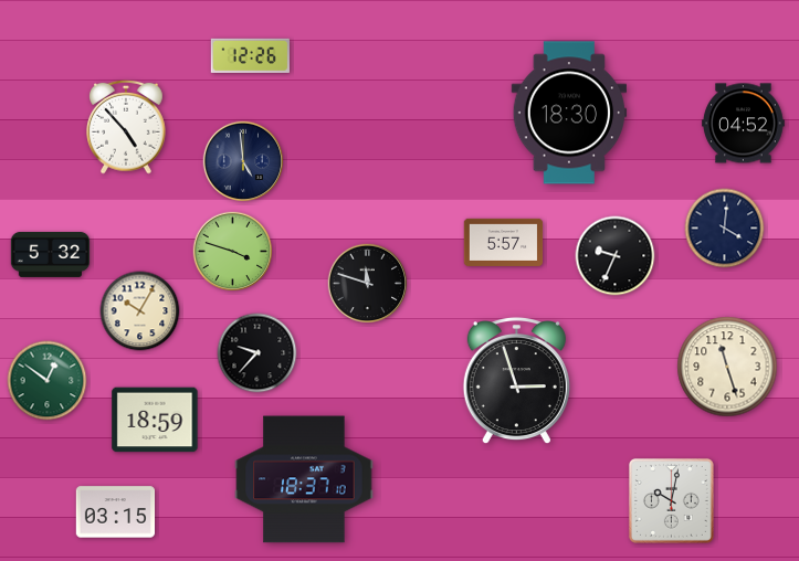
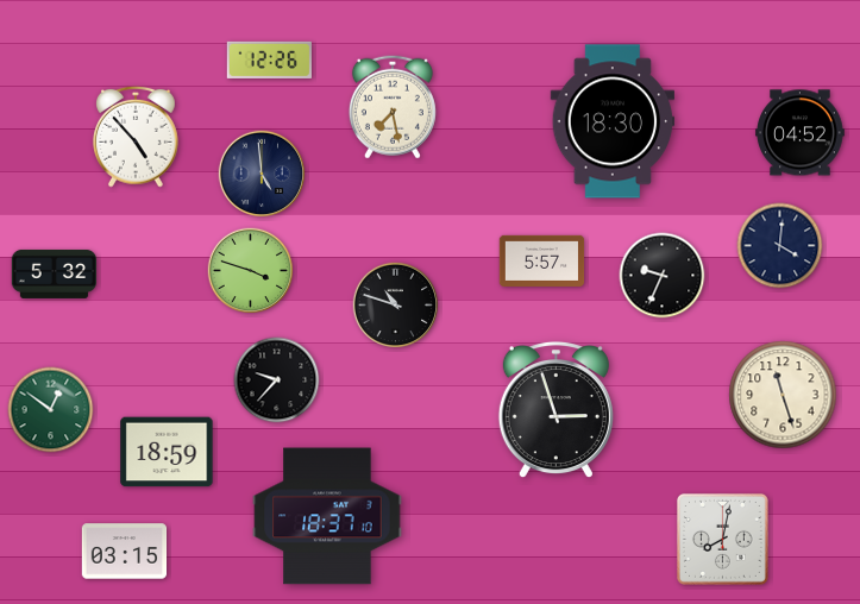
clock at (393, 107): none -> 7:28
clock at (368, 284): 11:48 -> 10:48
clock at (140, 311): 10:05 -> none
clock at (671, 500): 10:02 -> 8:02
